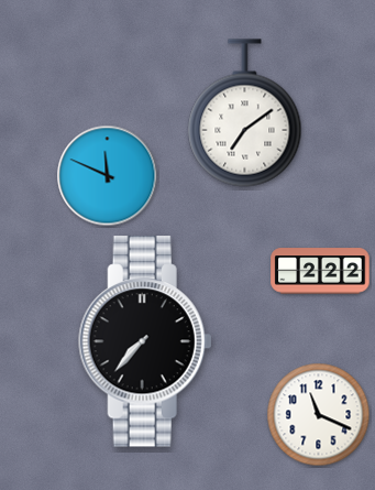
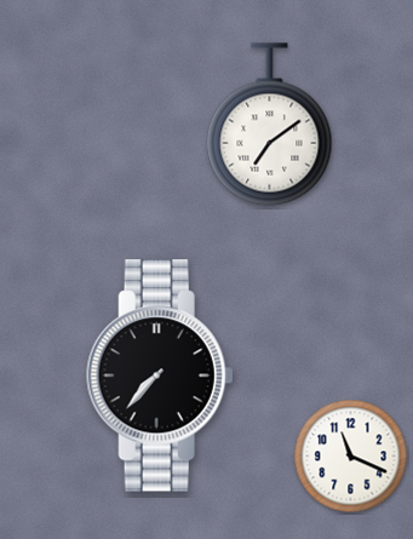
clock at (108, 176): 11:49 -> none
clock at (320, 271): 2:22 -> none
